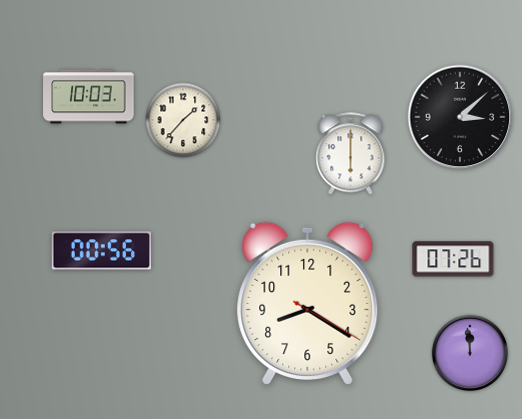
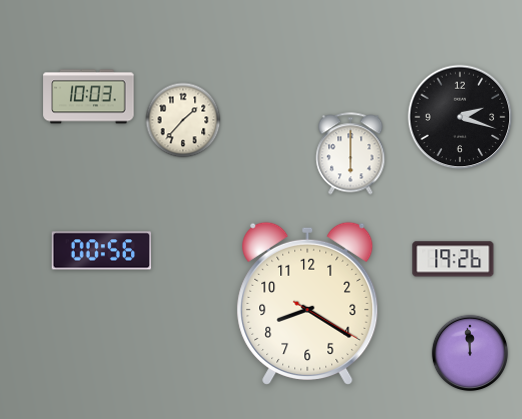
clock at (460, 117): 3:08 -> 2:18
clock at (453, 259): 07:26 -> 19:26
